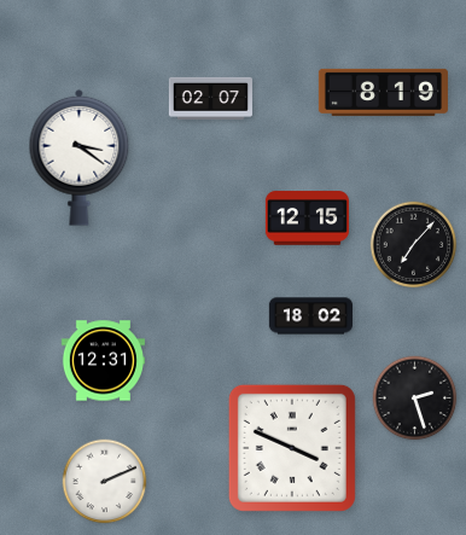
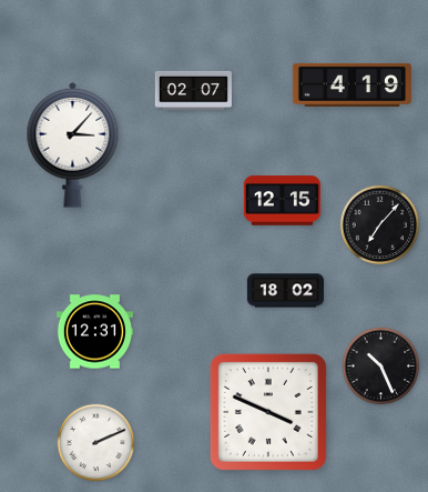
clock at (383, 92): 8:19 -> 4:19
clock at (80, 157): 3:21 -> 3:07
clock at (415, 399): 2:27 -> 10:26
